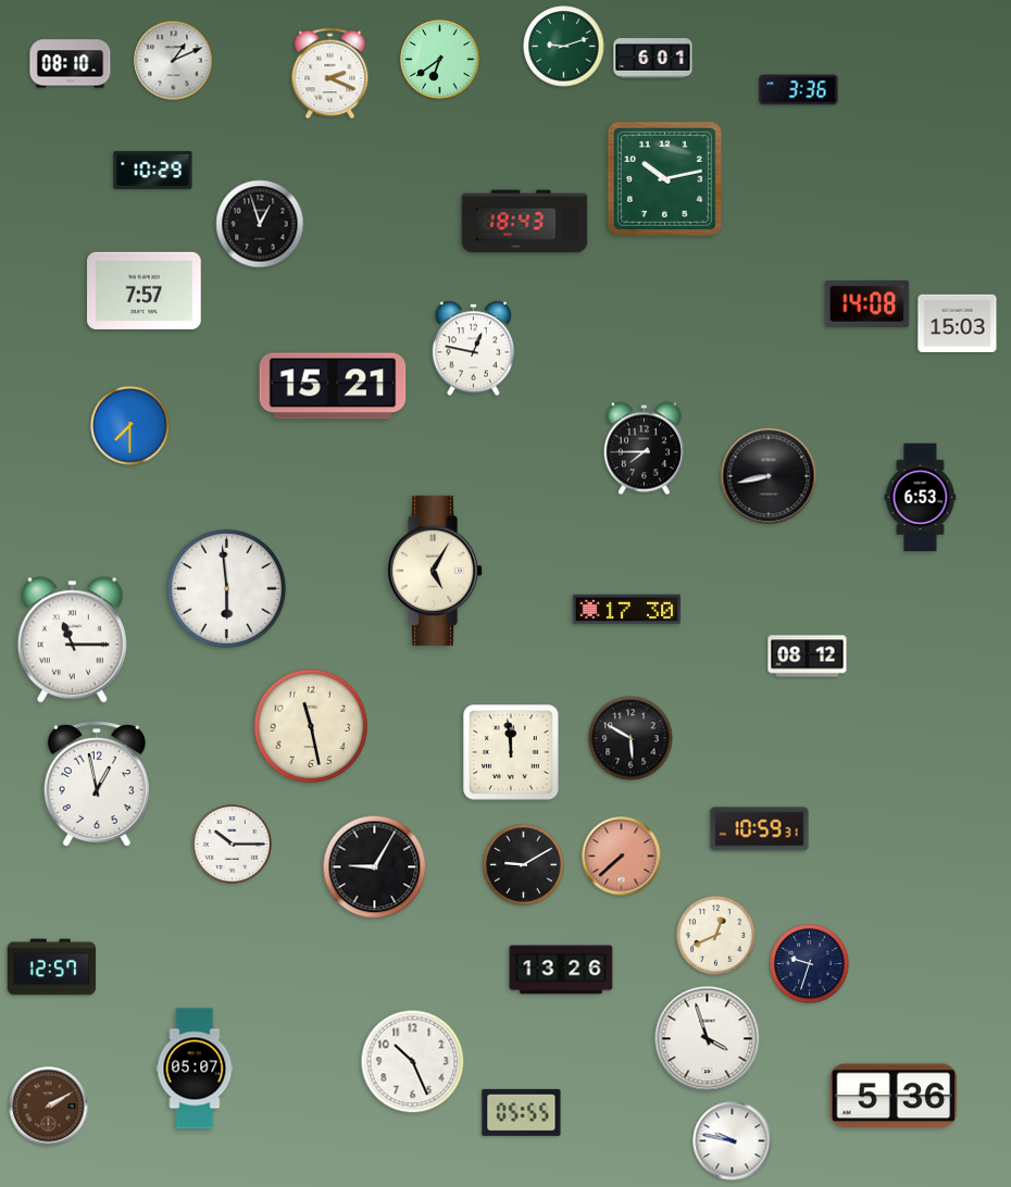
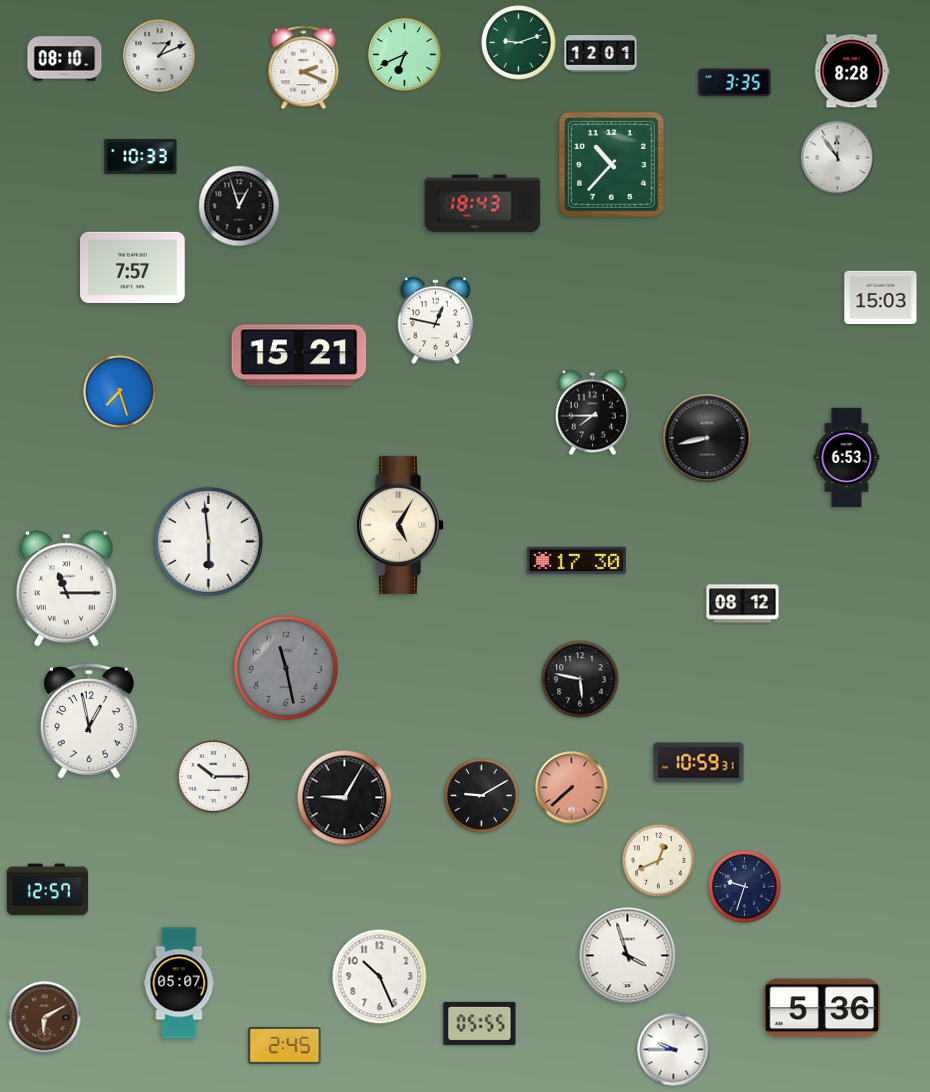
clock at (653, 59): 6:01 -> 12:01
clock at (440, 60): 6:39 -> 6:41
clock at (852, 71): none -> 8:28
clock at (799, 90): 3:36 -> 3:35
clock at (153, 171): 10:29 -> 10:33
clock at (838, 158): none -> 11:54
clock at (664, 178): 10:13 -> 10:37
clock at (868, 303): 14:08 -> none
clock at (333, 386) position: (333, 386) -> (299, 355)
clock at (130, 426): 7:30 -> 7:27
clock at (310, 725) dial: cream -> grey
clock at (631, 738): 5:50 -> 5:47
clock at (511, 752): 11:59 -> none
clock at (561, 970): 13:26 -> none
clock at (708, 1039) position: (708, 1039) -> (628, 956)
clock at (49, 1107): 2:10 -> 6:10
clock at (285, 1046): none -> 2:45
clock at (733, 1141): 9:47 -> 9:45
